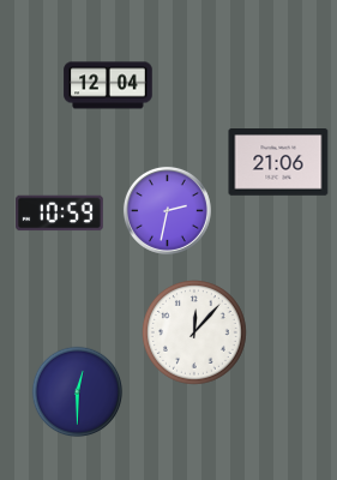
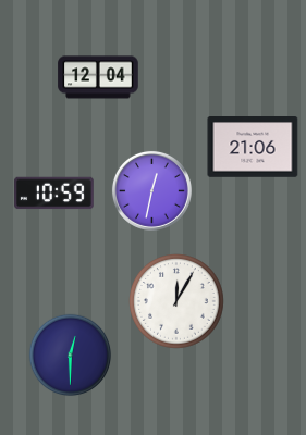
clock at (167, 210): 2:32 -> 12:32
clock at (195, 334): 12:07 -> 12:05
